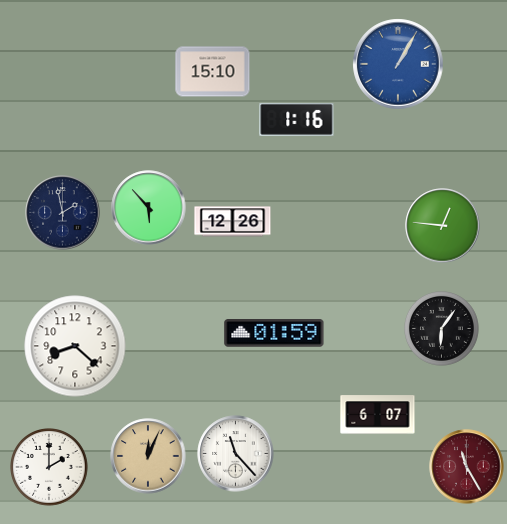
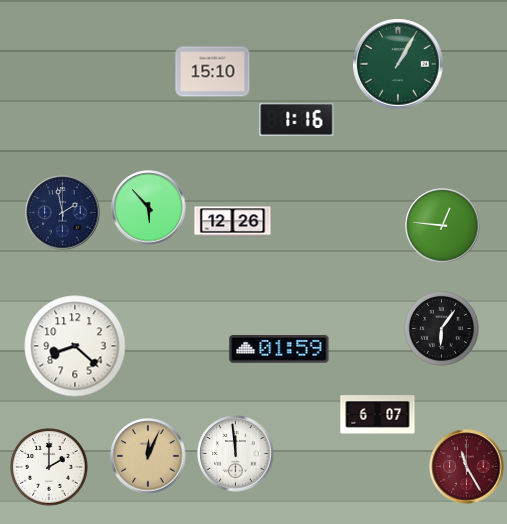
clock at (398, 64) dial: blue -> green
clock at (274, 334) position: (274, 334) -> (279, 350)
clock at (236, 454): 11:23 -> 11:59
